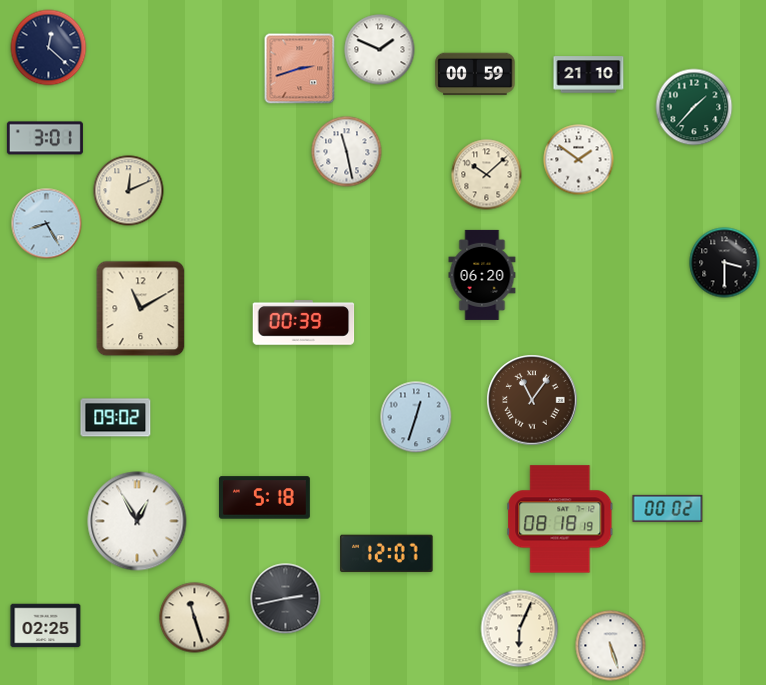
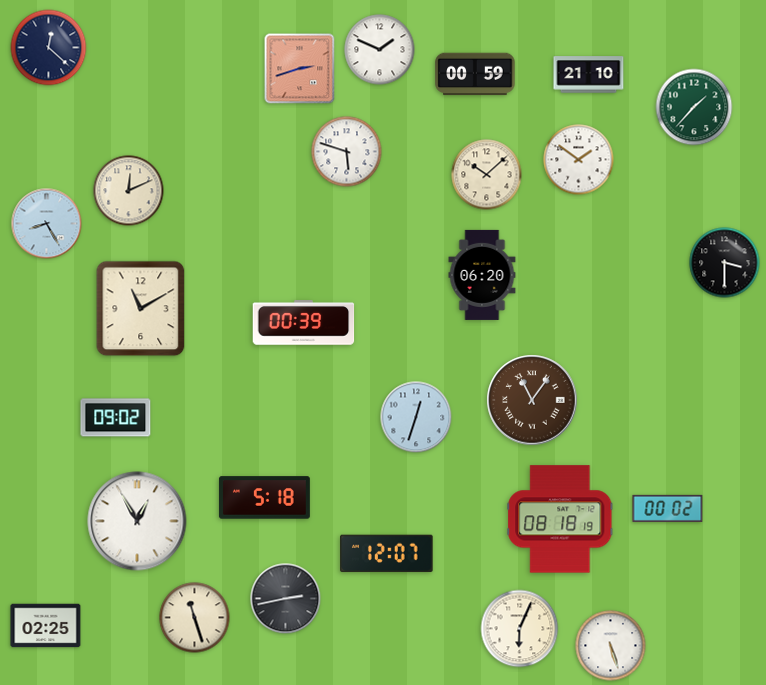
clock at (45, 138): 3:01 -> none
clock at (347, 152): 11:28 -> 5:48
